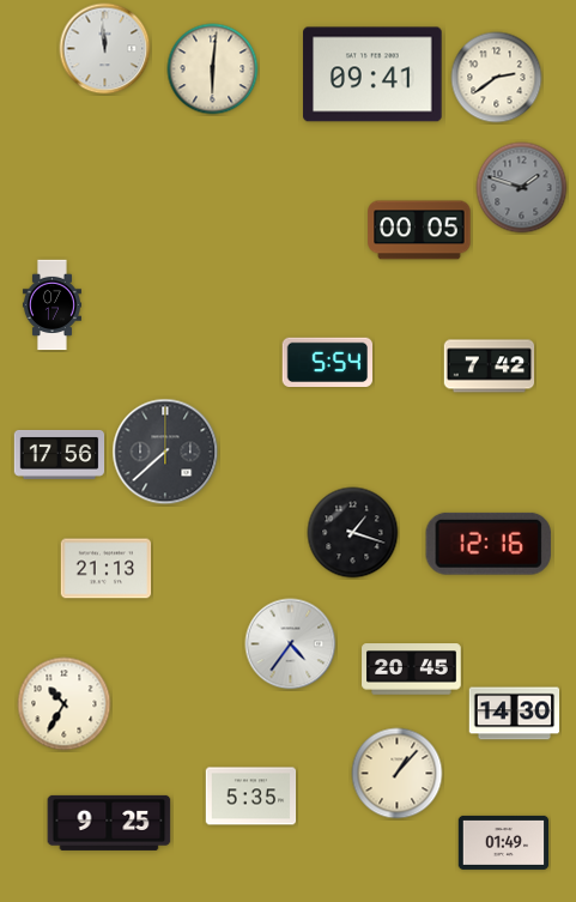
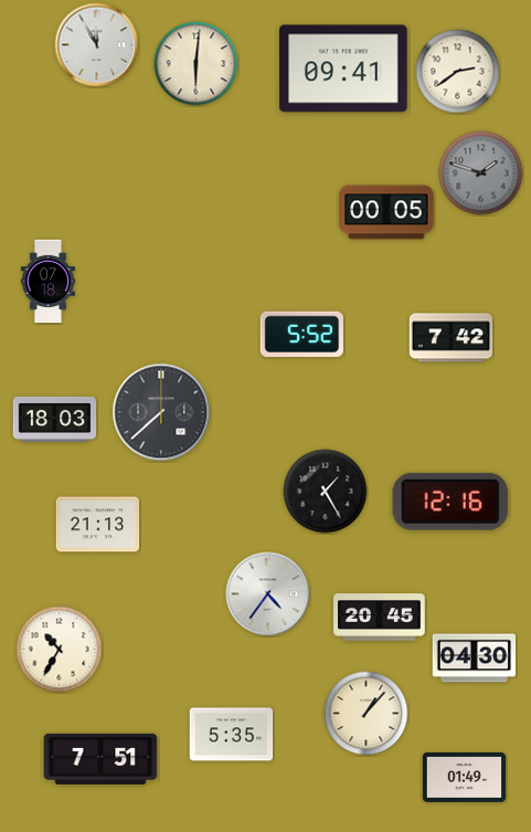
clock at (105, 49): 11:59 -> 11:55
clock at (51, 305): 07:17 -> 07:18
clock at (327, 362): 5:54 -> 5:52
clock at (165, 452) position: (165, 452) -> (161, 412)
clock at (60, 454): 17:56 -> 18:03
clock at (353, 533): 1:18 -> 1:25
clock at (515, 714): 14:30 -> 04:30
clock at (109, 823): 9:25 -> 7:51
